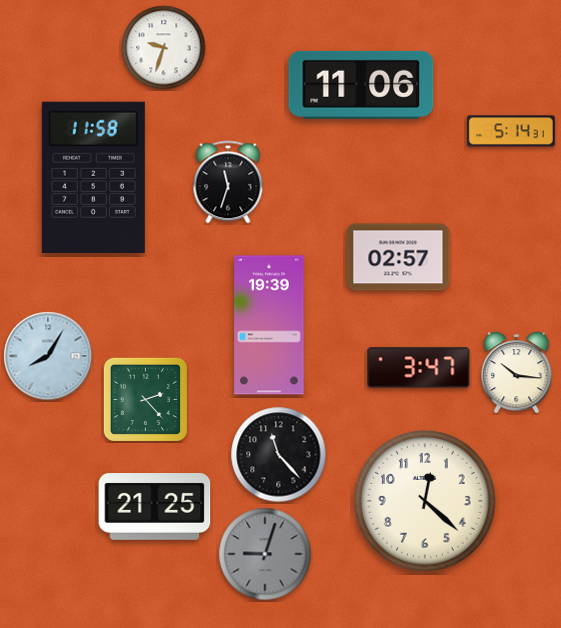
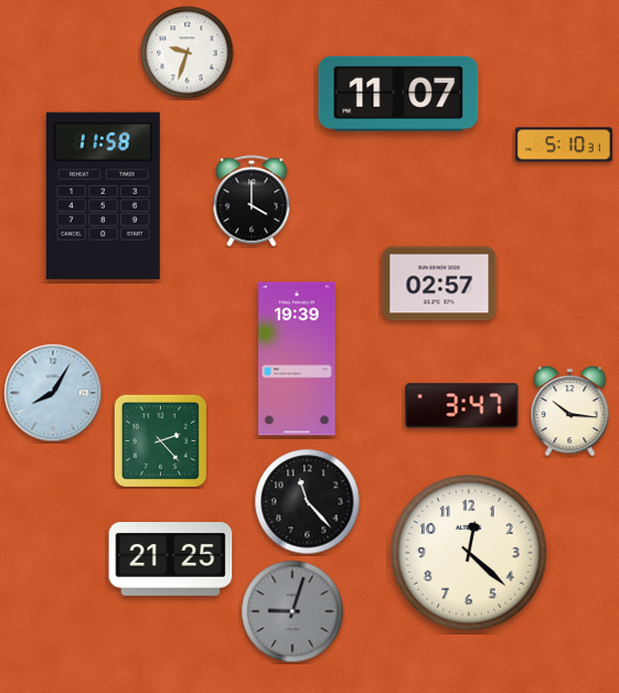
clock at (164, 48) position: (164, 48) -> (188, 53)
clock at (361, 85): 11:06 -> 11:07
clock at (511, 131): 5:14 -> 5:10
clock at (228, 182): 11:33 -> 4:00
